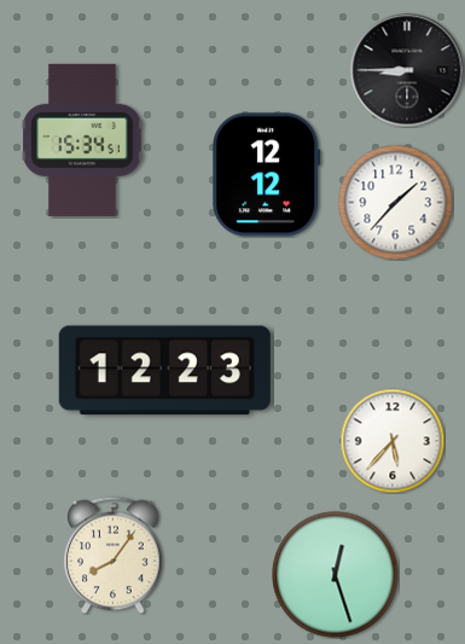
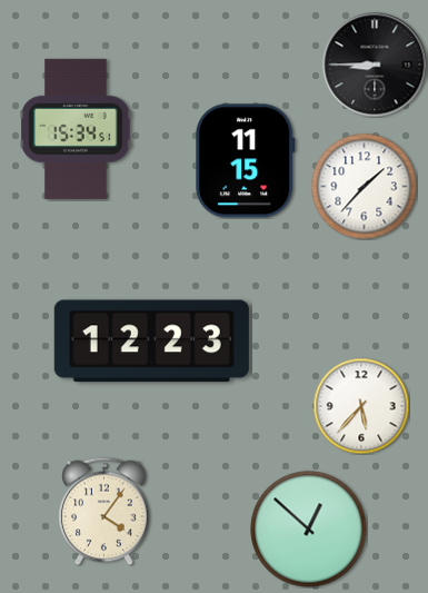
clock at (267, 175): 12:12 -> 11:15
clock at (114, 555): 8:06 -> 4:06
clock at (336, 575): 12:27 -> 12:52
